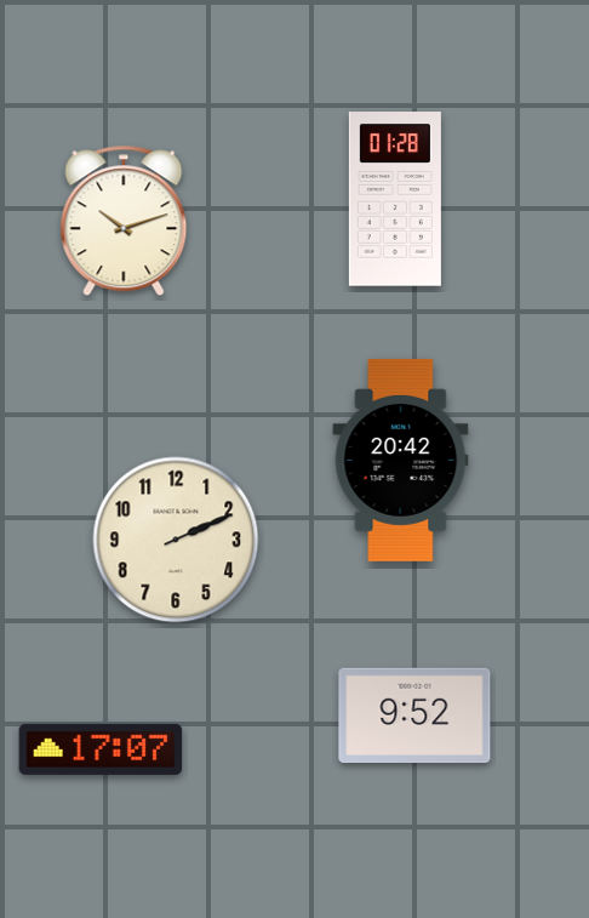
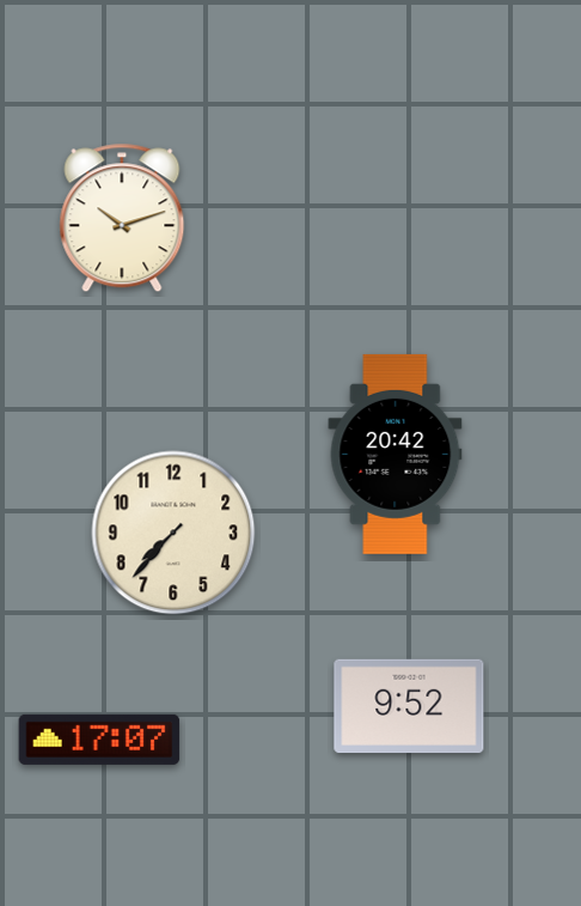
clock at (395, 199): 01:28 -> none
clock at (176, 540): 2:11 -> 7:37
